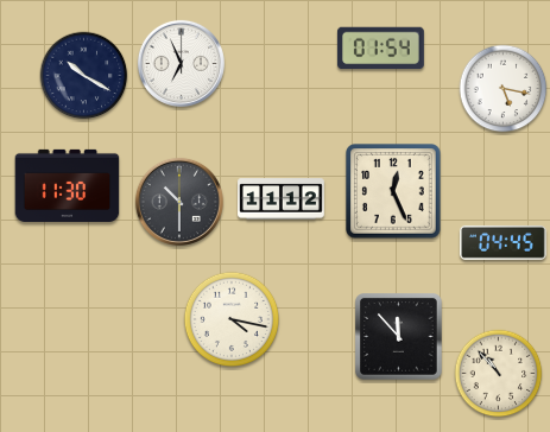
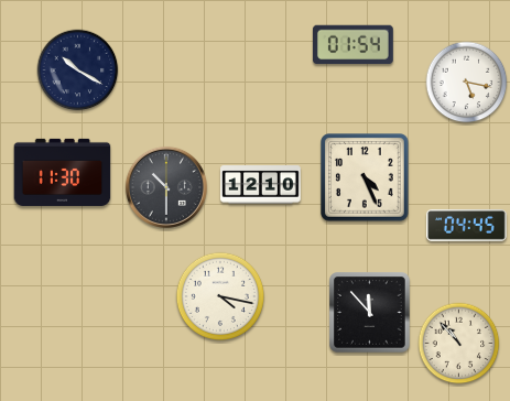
clock at (181, 63): 6:56 -> none
clock at (393, 191): 12:26 -> 4:26
clock at (282, 199): 11:12 -> 12:10
clock at (230, 318) position: (230, 318) -> (219, 295)
clock at (499, 374) position: (499, 374) -> (459, 344)
